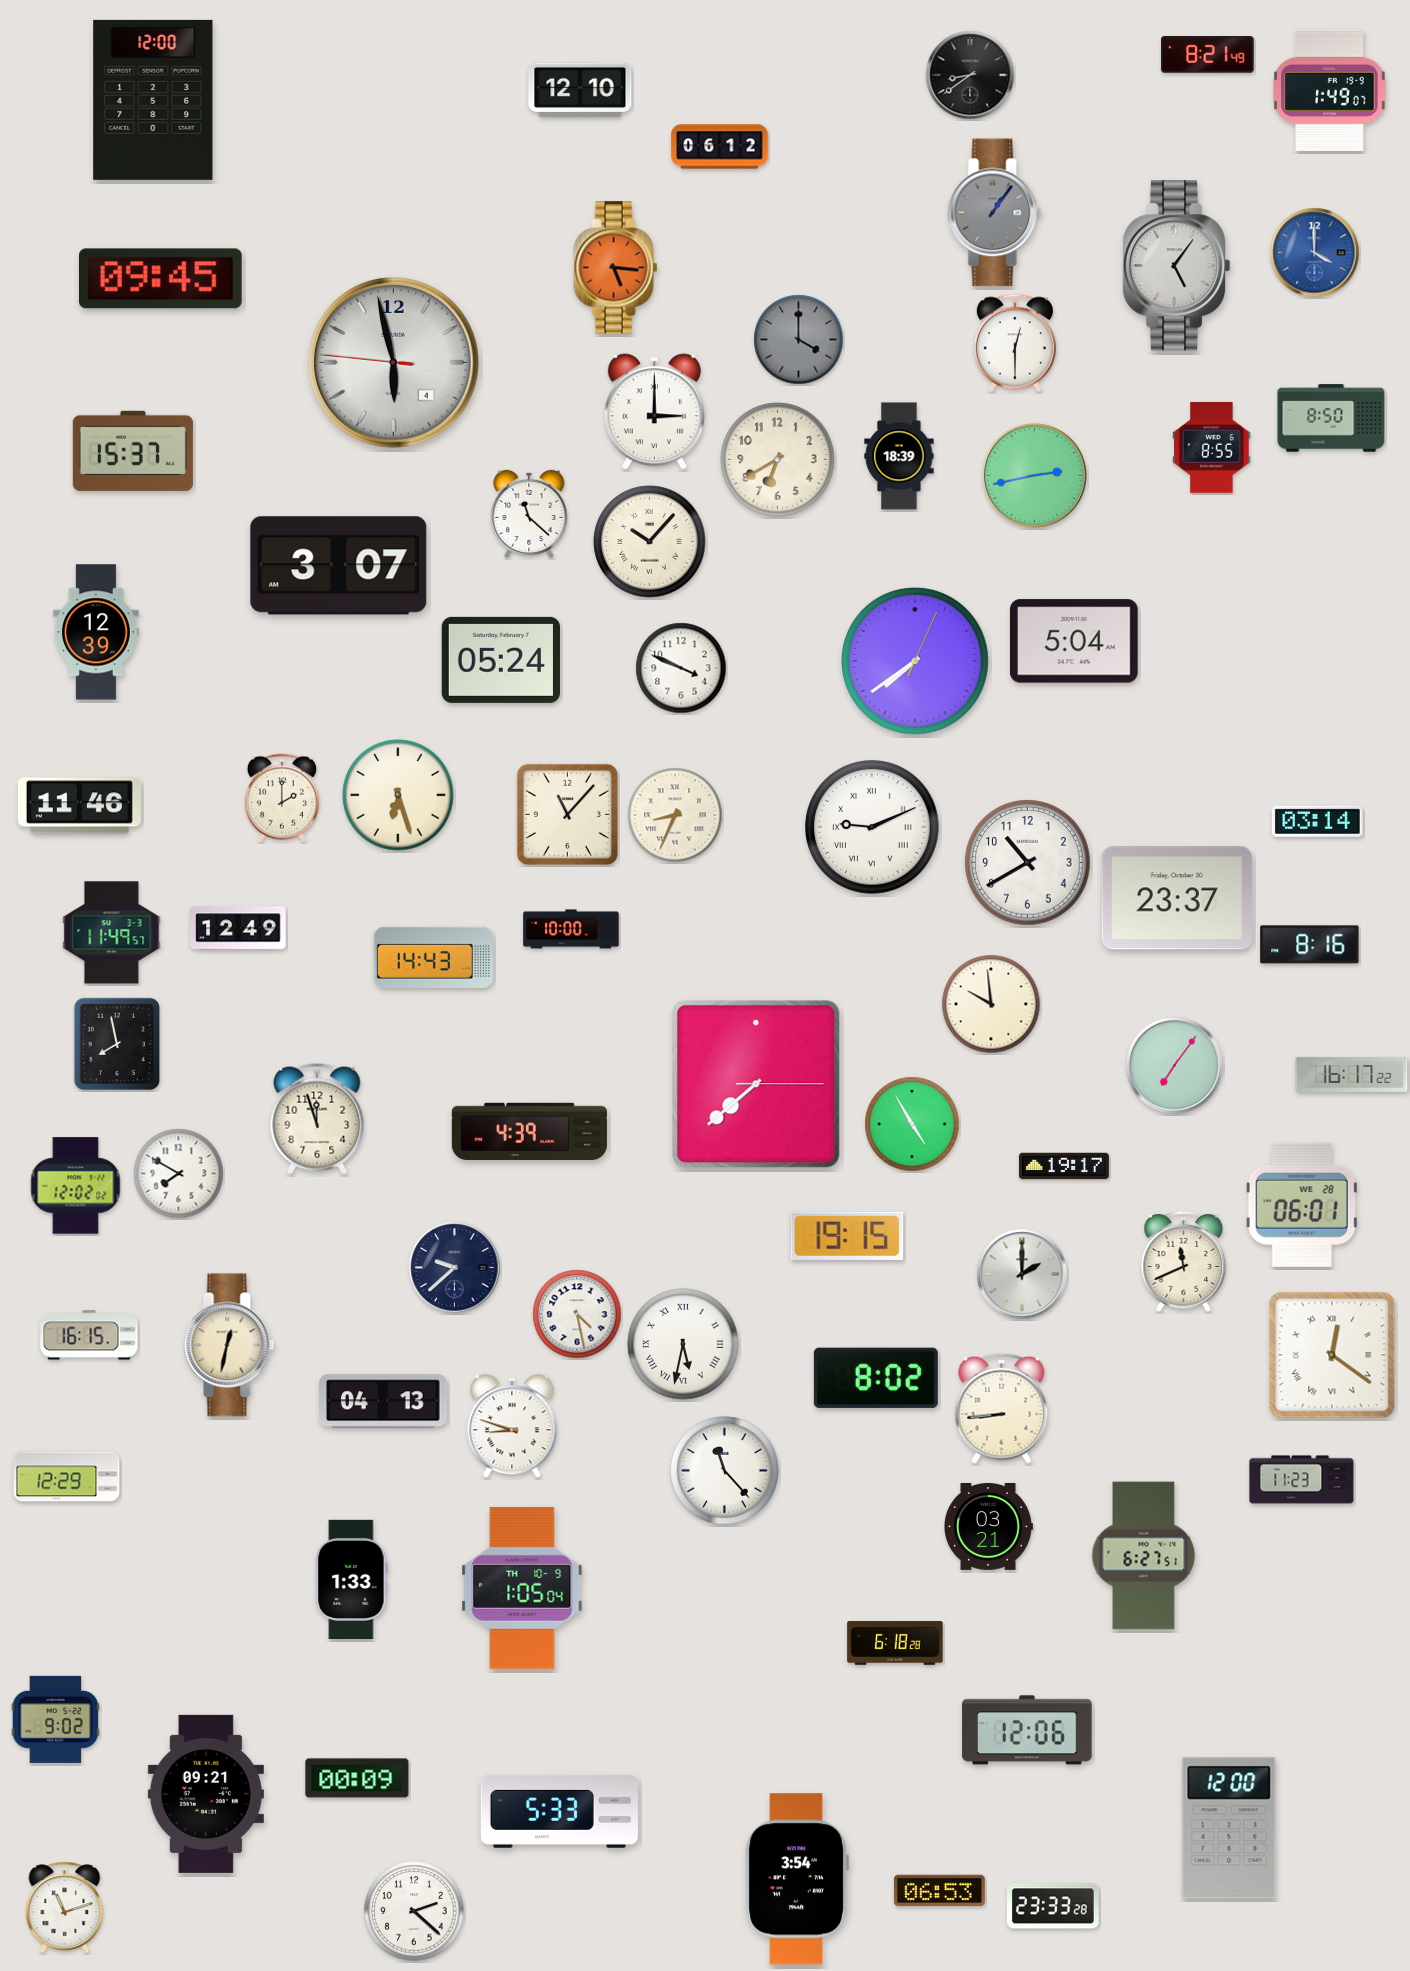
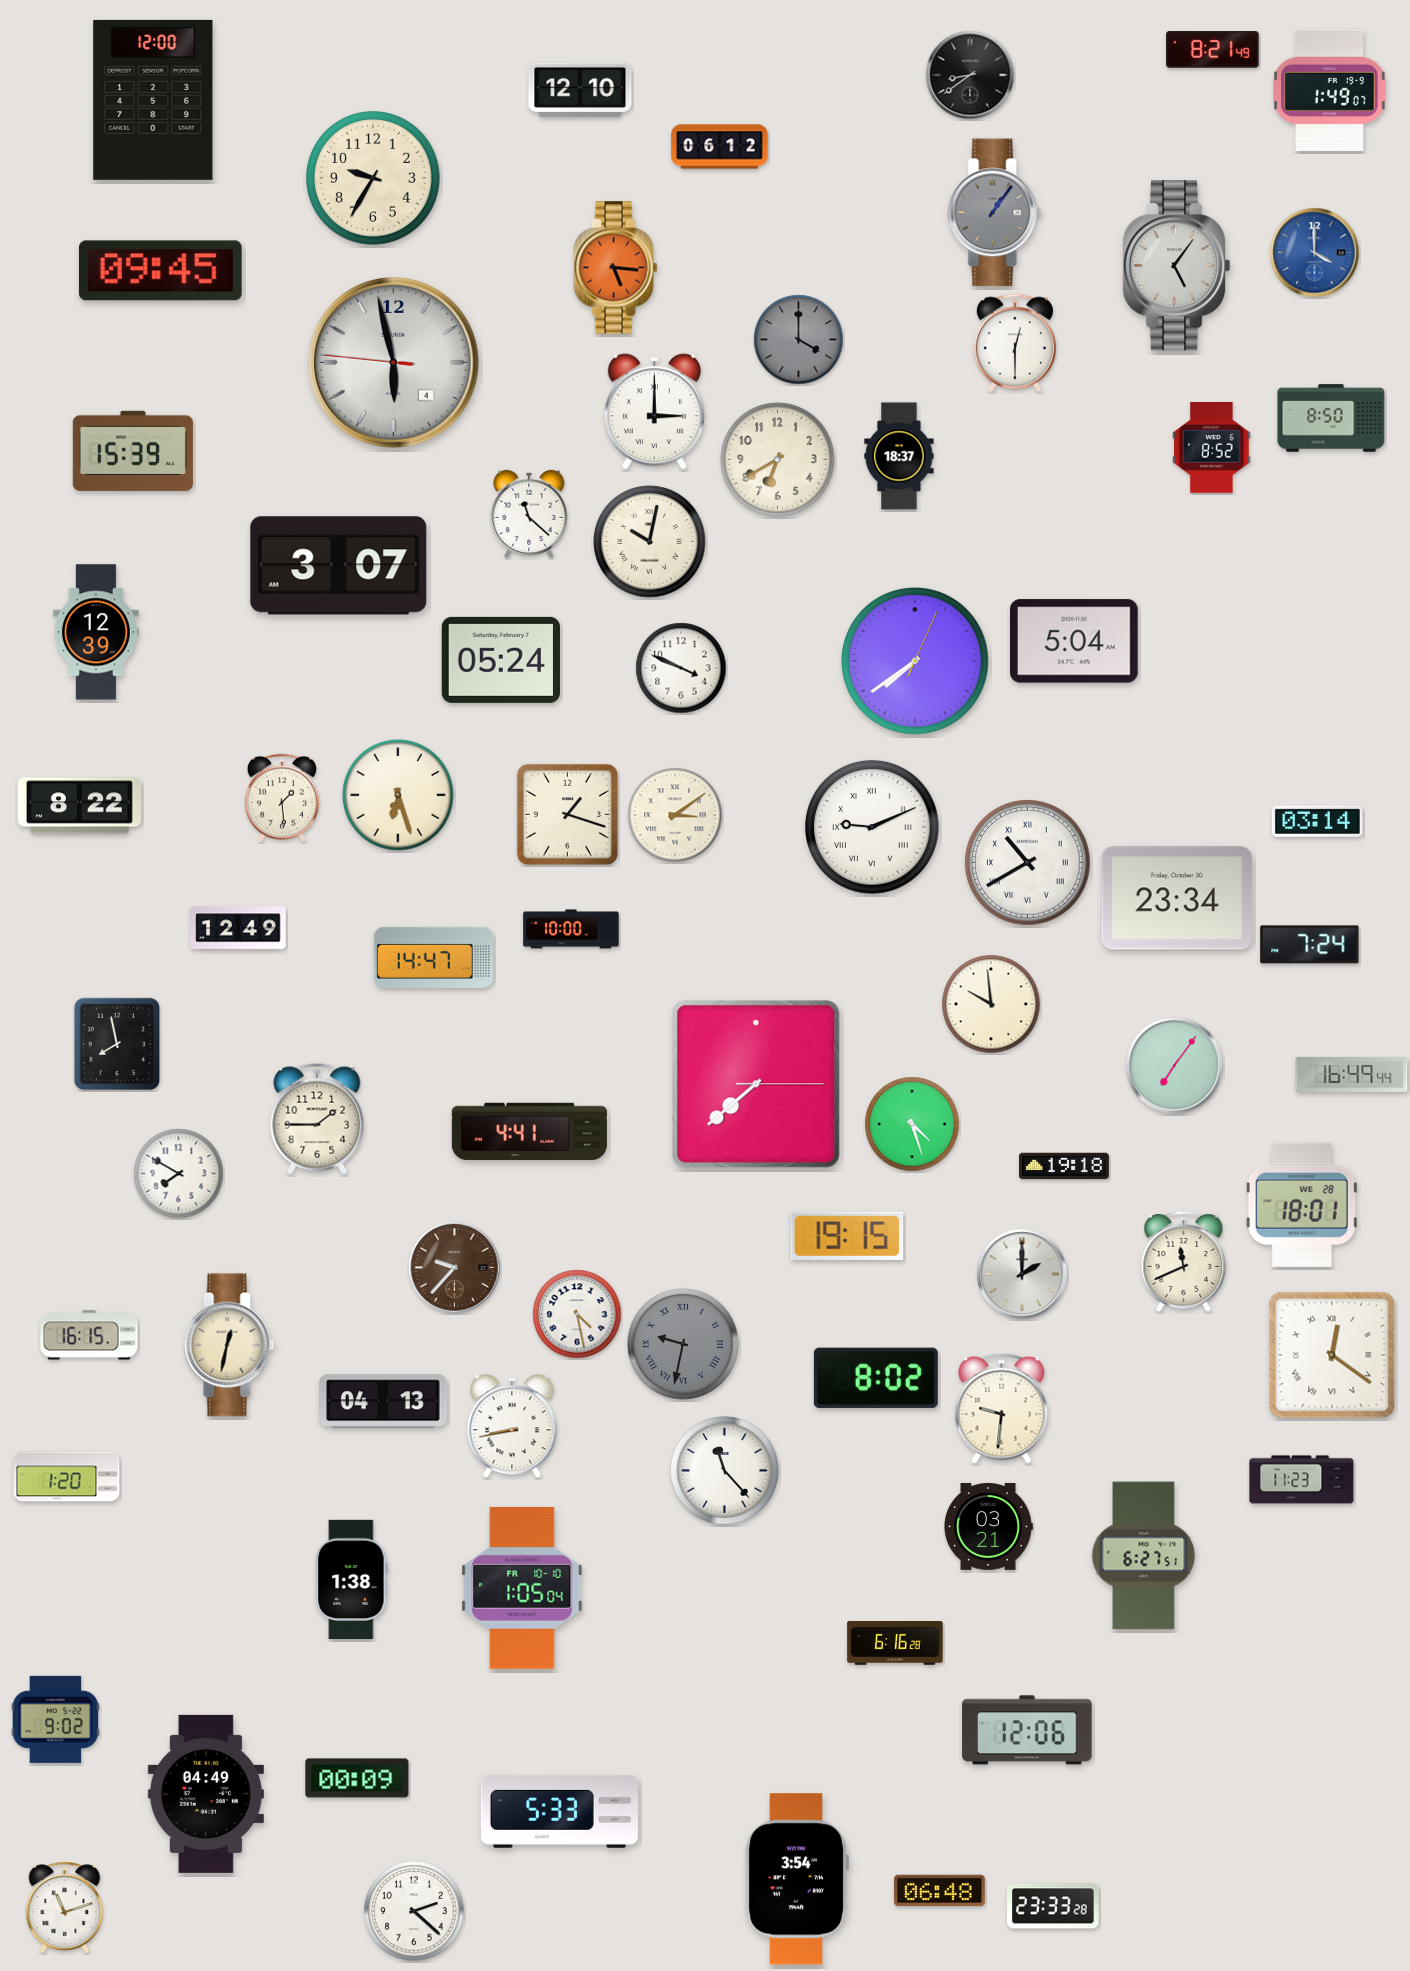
clock at (1208, 55) position: (1208, 55) -> (1213, 50)
clock at (374, 179): none -> 9:35
clock at (160, 279) position: (160, 279) -> (160, 271)
clock at (1212, 447): 8:55 -> 8:52
clock at (133, 451): 15:37 -> 15:39
clock at (899, 456): 18:39 -> 18:37
clock at (1034, 475): 2:43 -> none
clock at (650, 542): 10:07 -> 10:02
clock at (282, 798): 2:00 -> 1:29
clock at (79, 806): 11:46 -> 8:22
clock at (567, 814): 11:07 -> 1:18
clock at (675, 815): 8:34 -> 3:09
clock at (1028, 863) numerals: Arabic -> Roman
clock at (1177, 898): 23:37 -> 23:34
clock at (112, 933): 11:49 -> none
clock at (1310, 945): 8:16 -> 7:24
clock at (433, 957): 14:43 -> 14:47
clock at (1352, 1074): 16:17 -> 16:49
clock at (317, 1119): 11:57 -> 1:45
clock at (912, 1124): 4:55 -> 4:27
clock at (529, 1131): 4:39 -> 4:41
clock at (1064, 1166): 19:17 -> 19:18
clock at (76, 1186): 12:02 -> none
clock at (1302, 1205): 06:01 -> 18:01
clock at (455, 1268): 9:38 -> 9:37
clock at (455, 1268) dial: navy -> brown
clock at (683, 1344): 5:32 -> 9:32
clock at (683, 1344) dial: white -> grey
clock at (1002, 1408): 8:44 -> 9:31
clock at (512, 1427): 8:48 -> 8:43
clock at (67, 1477): 12:29 -> 1:20
clock at (352, 1579): 1:33 -> 1:38
clock at (522, 1588) date: TH 10-9 -> FR 10-10
clock at (895, 1643): 6:18 -> 6:16
clock at (206, 1794): 09:21 -> 04:49
clock at (1229, 1828): 12:00 -> none
clock at (939, 1890): 06:53 -> 06:48
